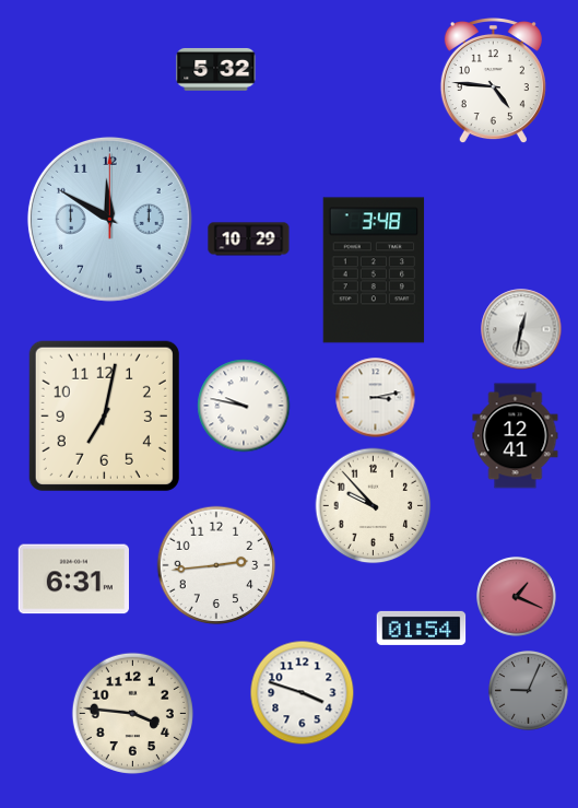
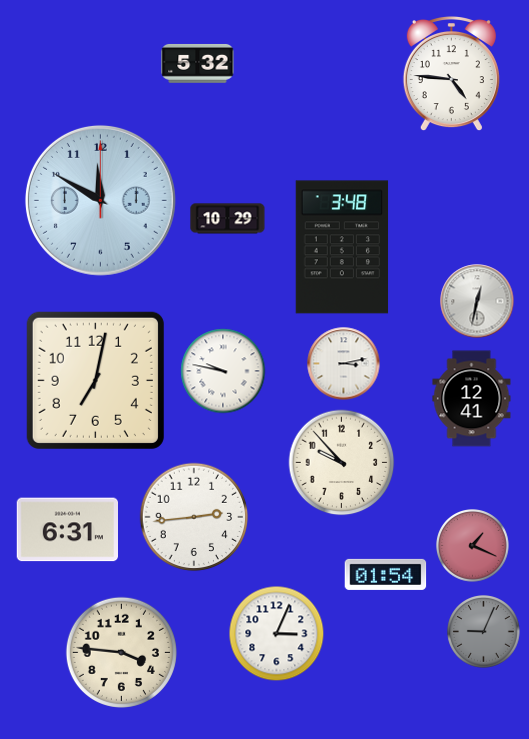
clock at (216, 565) position: (216, 565) -> (194, 517)
clock at (303, 693): 3:48 -> 3:04
